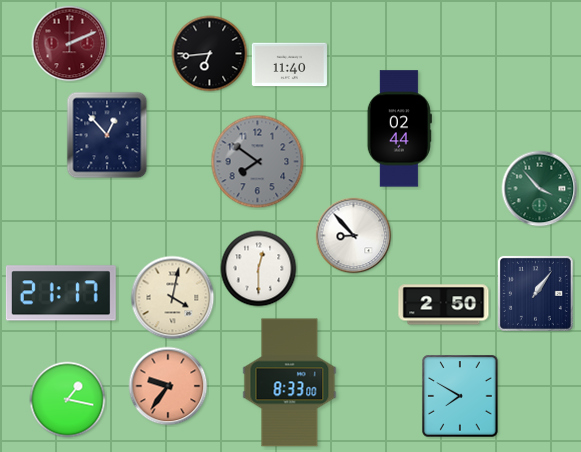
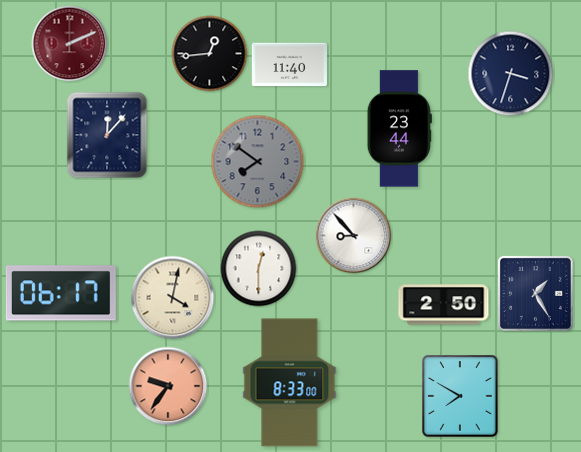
clock at (210, 54): 6:44 -> 12:44
clock at (511, 74): none -> 3:33
clock at (399, 129): 02:44 -> 23:44
clock at (107, 135): 12:53 -> 12:07
clock at (540, 189): 3:53 -> none
clock at (61, 293): 21:17 -> 06:17
clock at (535, 293): 1:06 -> 1:25
clock at (68, 400): 1:17 -> none
